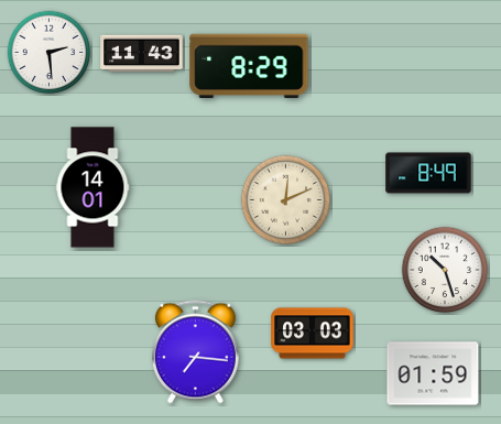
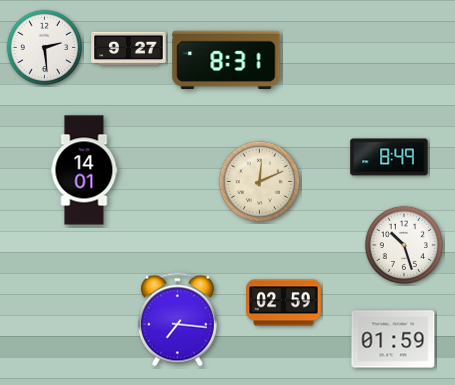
clock at (142, 54): 11:43 -> 9:27
clock at (249, 65): 8:29 -> 8:31
clock at (313, 334): 03:03 -> 02:59
